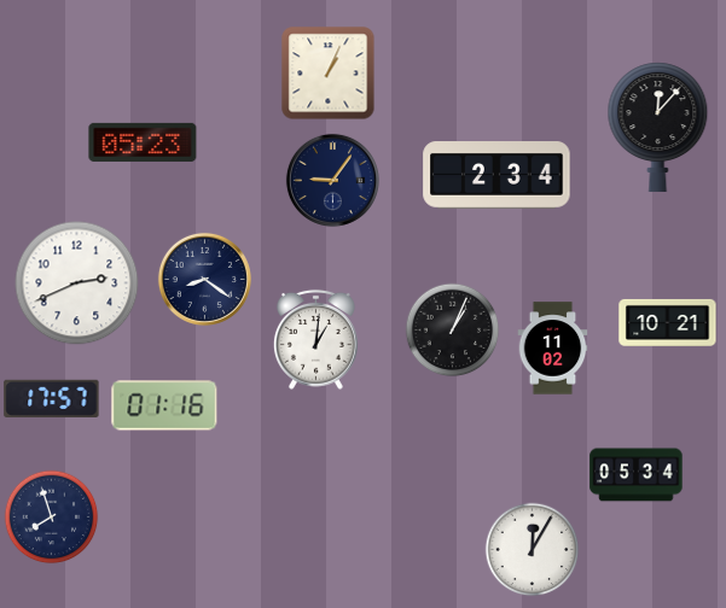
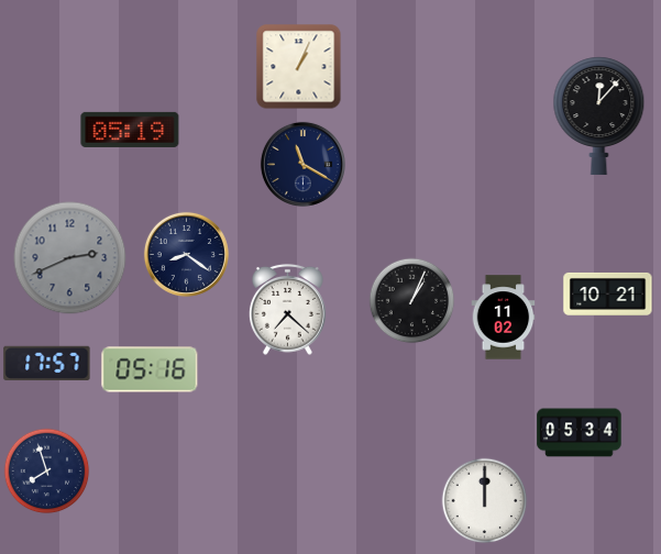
clock at (143, 142): 05:23 -> 05:19
clock at (496, 175): 2:34 -> none
clock at (332, 180): 9:06 -> 11:20
clock at (77, 283) dial: white -> grey
clock at (315, 339): 1:01 -> 7:22
clock at (164, 405): 01:16 -> 05:16
clock at (532, 549): 12:05 -> 12:00
